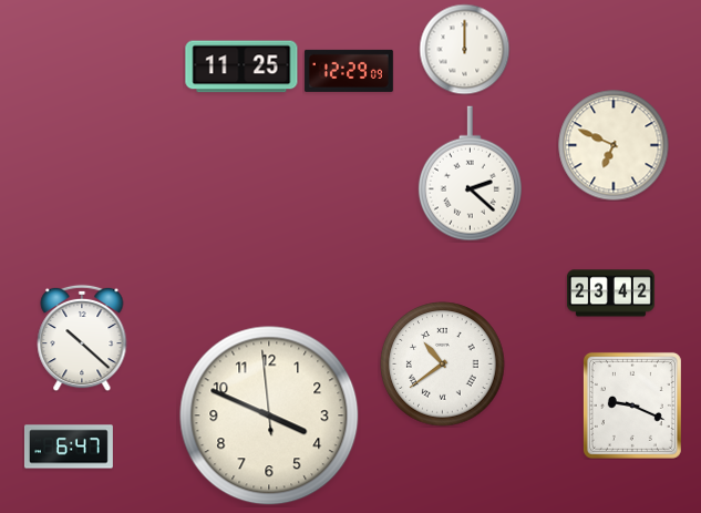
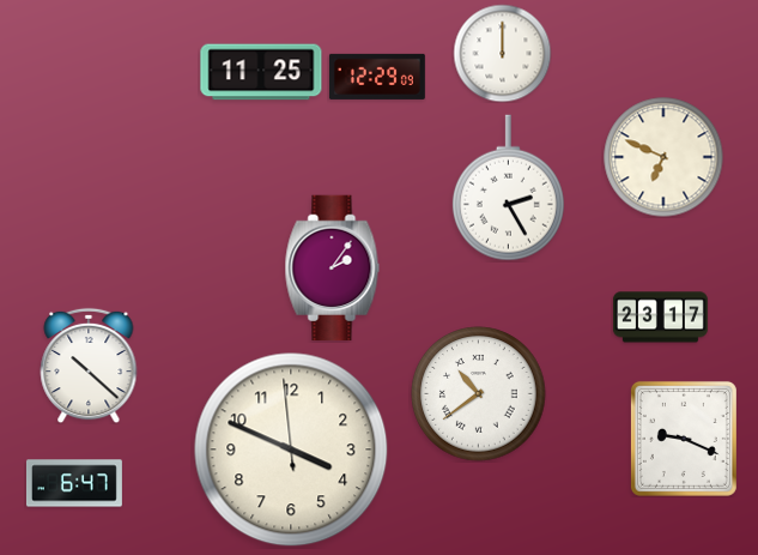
clock at (470, 174): 2:22 -> 2:25
clock at (333, 269): none -> 2:06
clock at (610, 294): 23:42 -> 23:17
